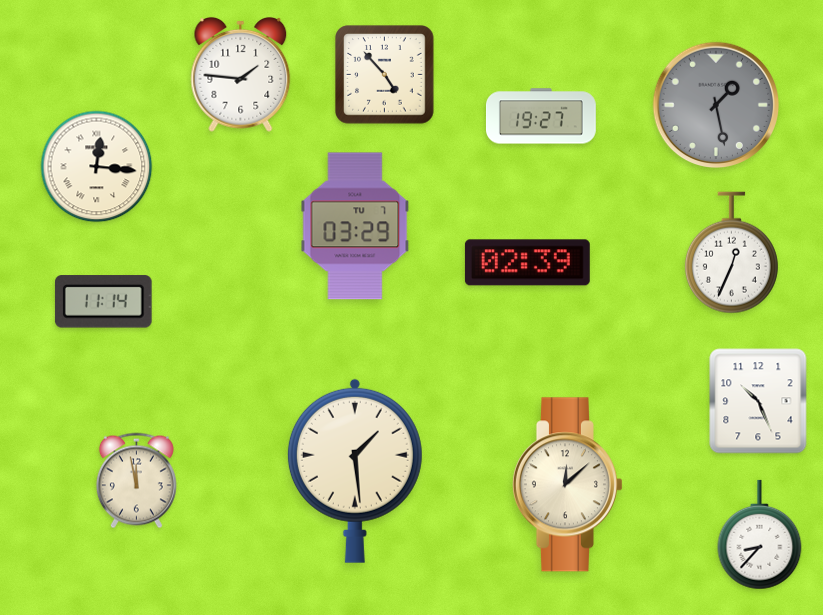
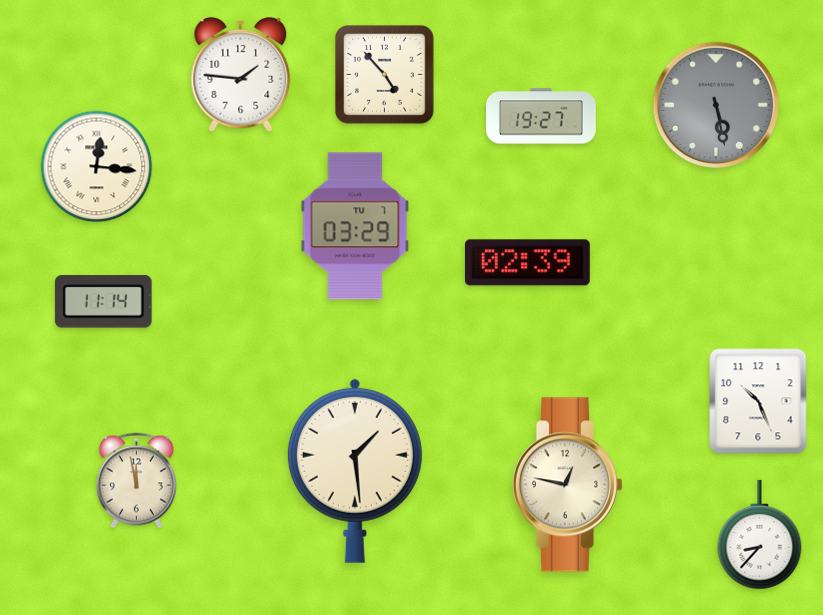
clock at (716, 105): 1:28 -> 5:28
clock at (731, 253): 12:34 -> none
clock at (567, 485): 12:08 -> 12:47
